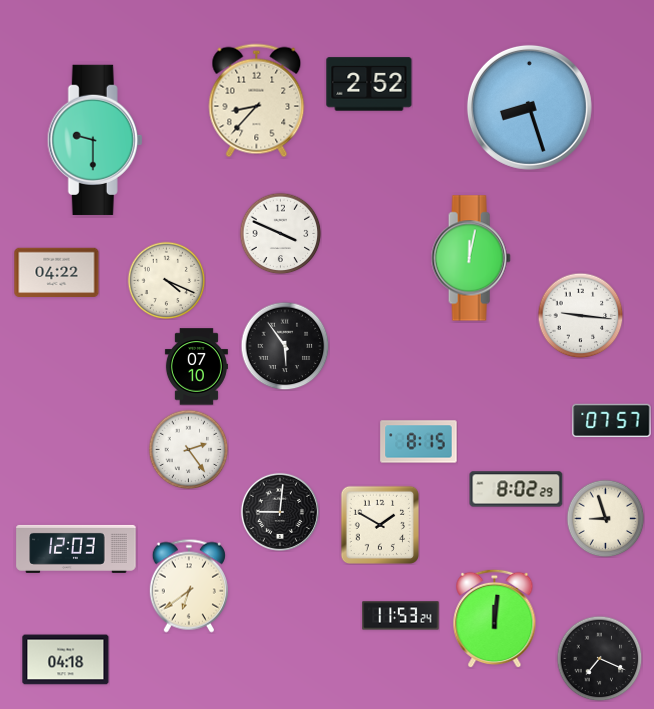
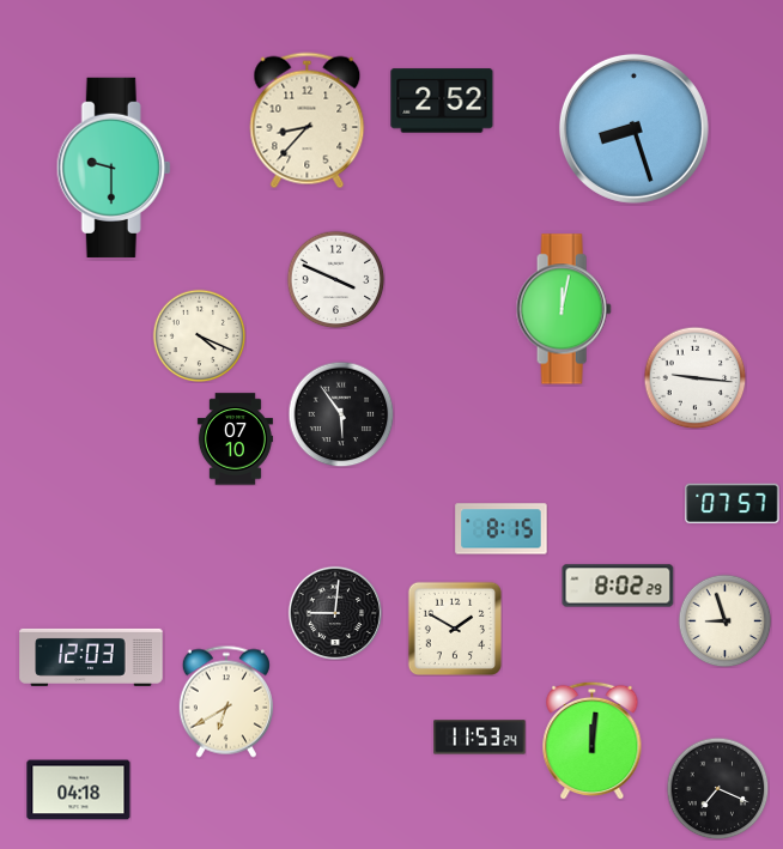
clock at (57, 272): 04:22 -> none
clock at (188, 449): 2:24 -> none
clock at (189, 586): 6:39 -> 6:40
